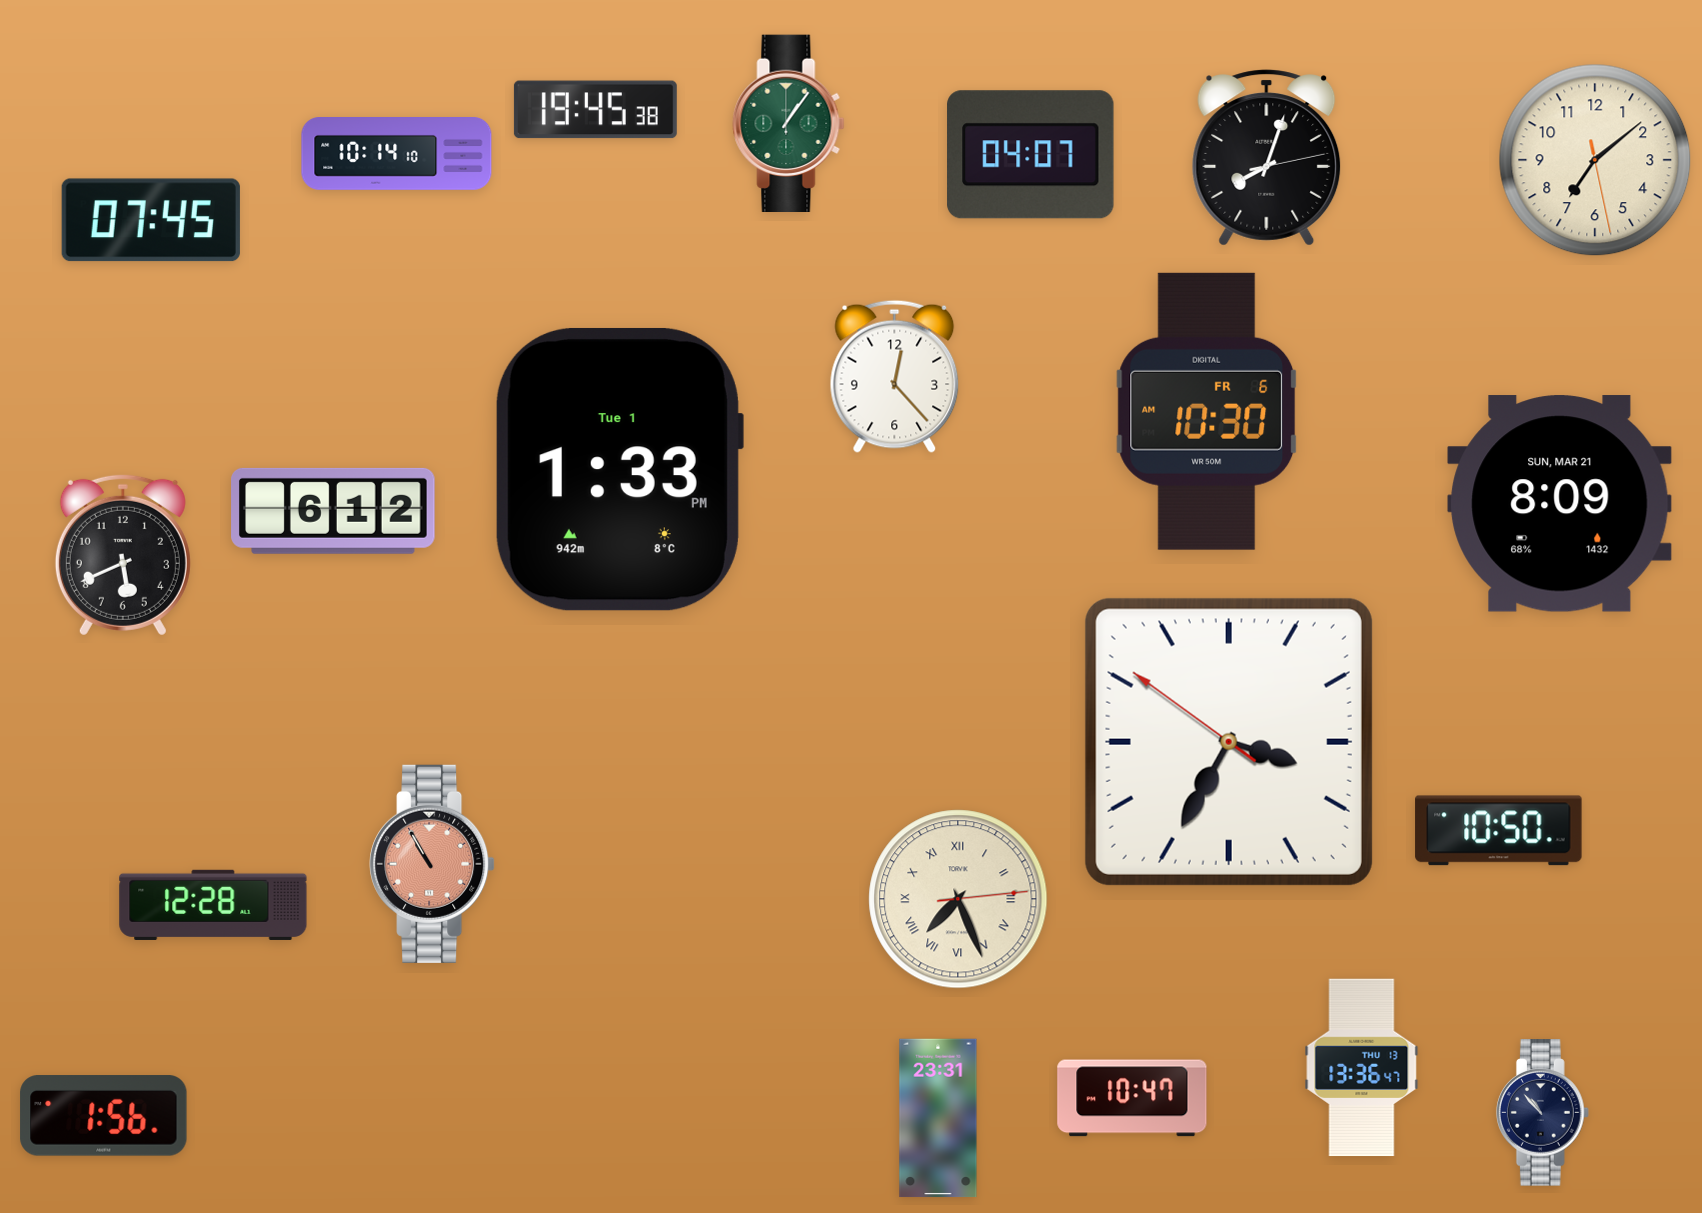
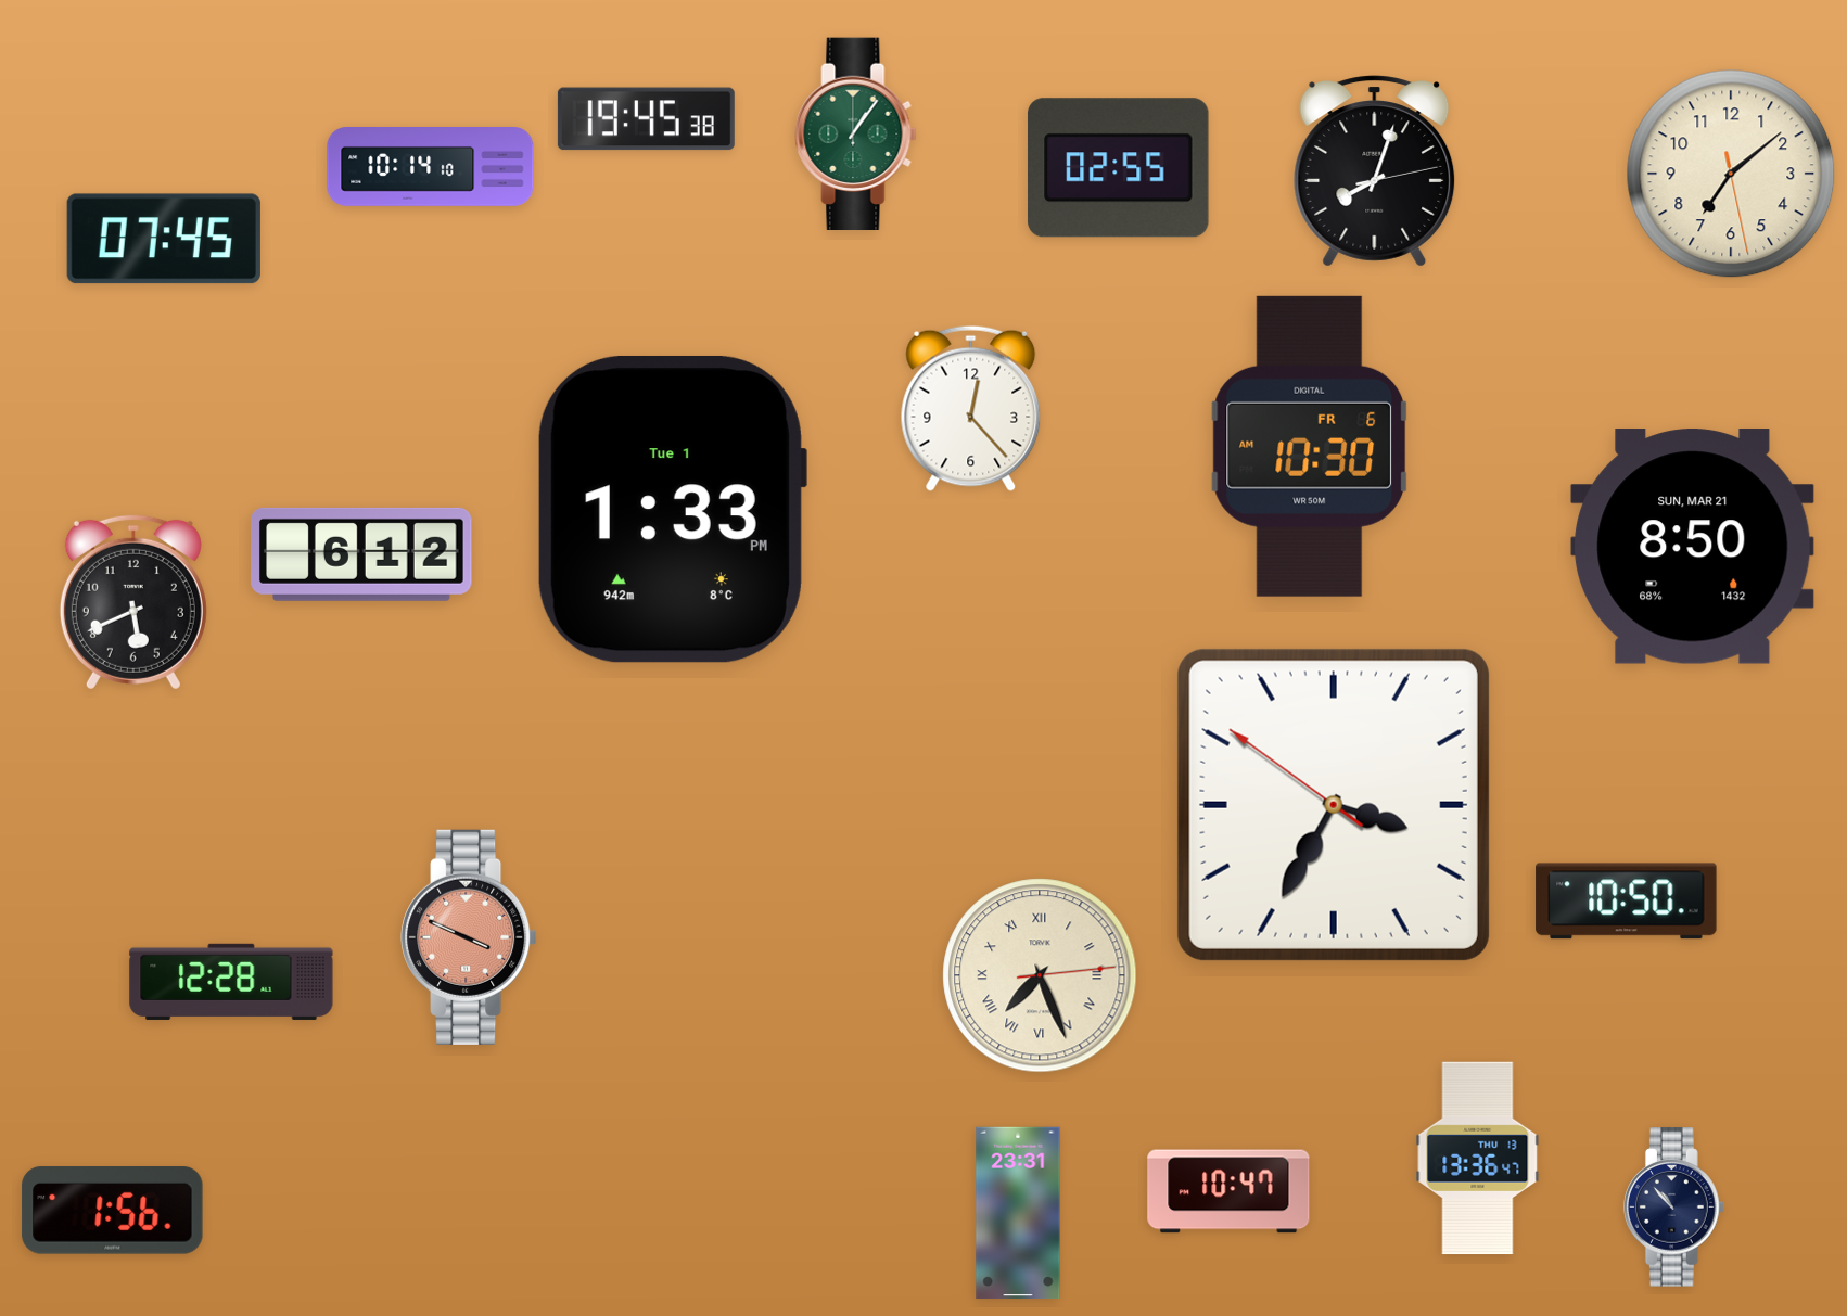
clock at (1031, 155): 04:07 -> 02:55
clock at (1560, 504): 8:09 -> 8:50
clock at (432, 864): 10:55 -> 3:49
